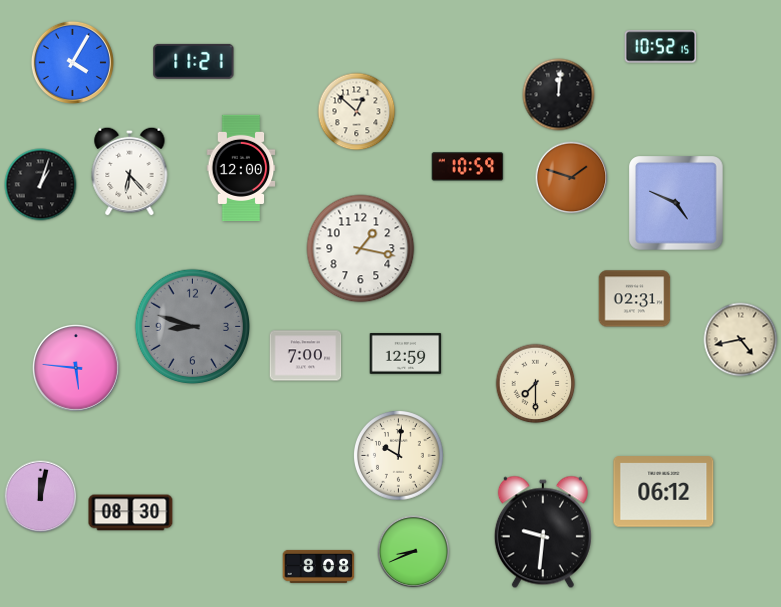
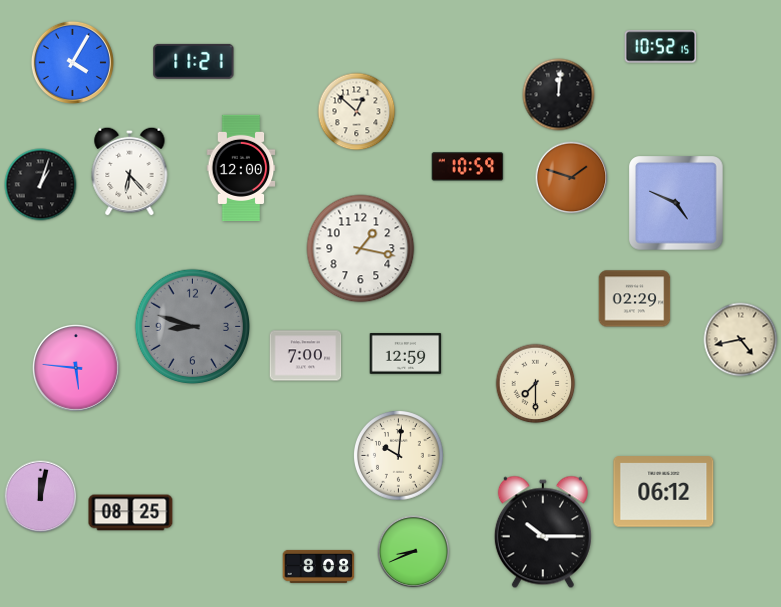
clock at (635, 299): 02:31 -> 02:29
clock at (131, 513): 08:30 -> 08:25
clock at (543, 532): 9:31 -> 10:15
